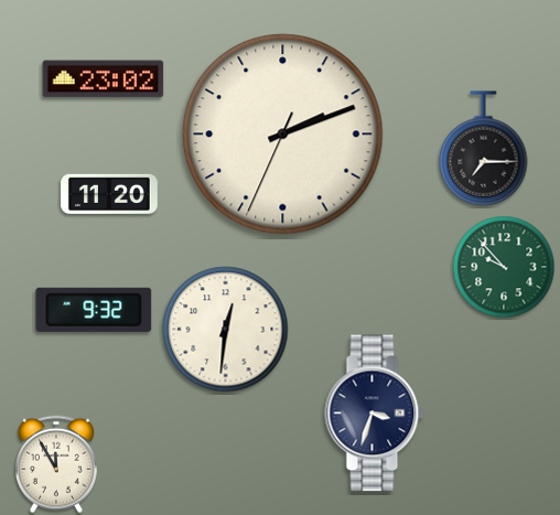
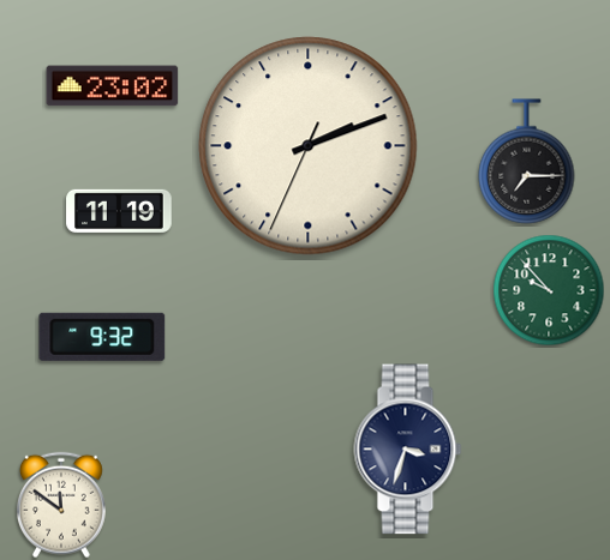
clock at (109, 194): 11:20 -> 11:19
clock at (226, 330): 12:31 -> none
clock at (56, 464): 11:55 -> 11:51
